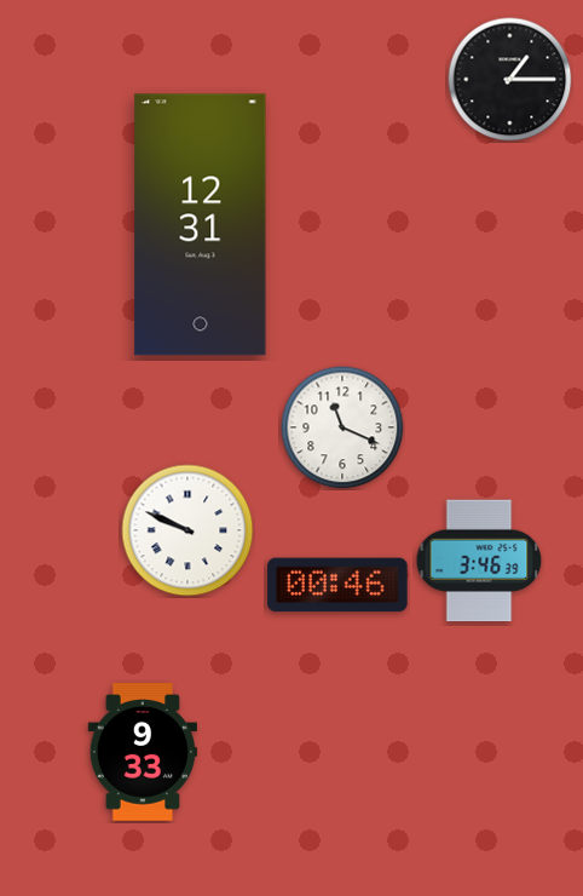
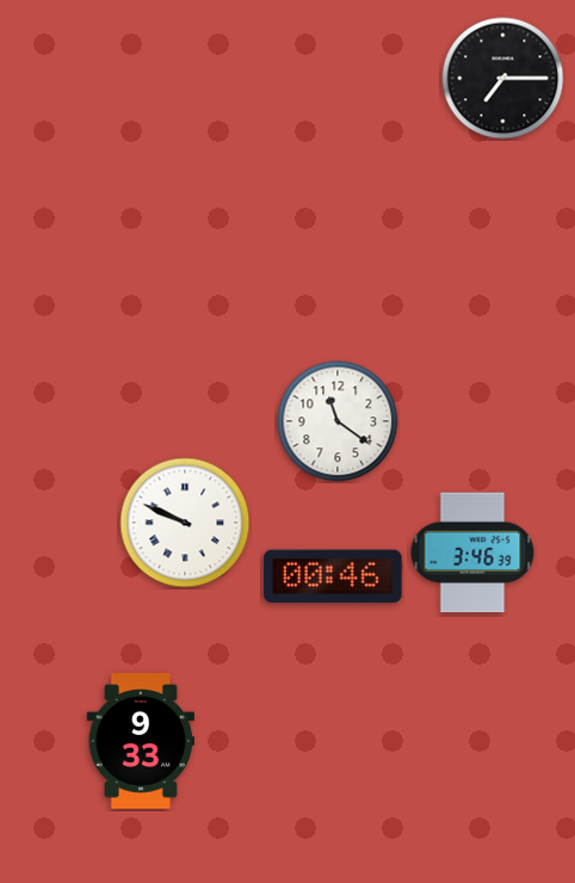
clock at (510, 80): 1:15 -> 7:15
clock at (201, 225): 12:31 -> none
clock at (342, 427): 11:19 -> 11:21
